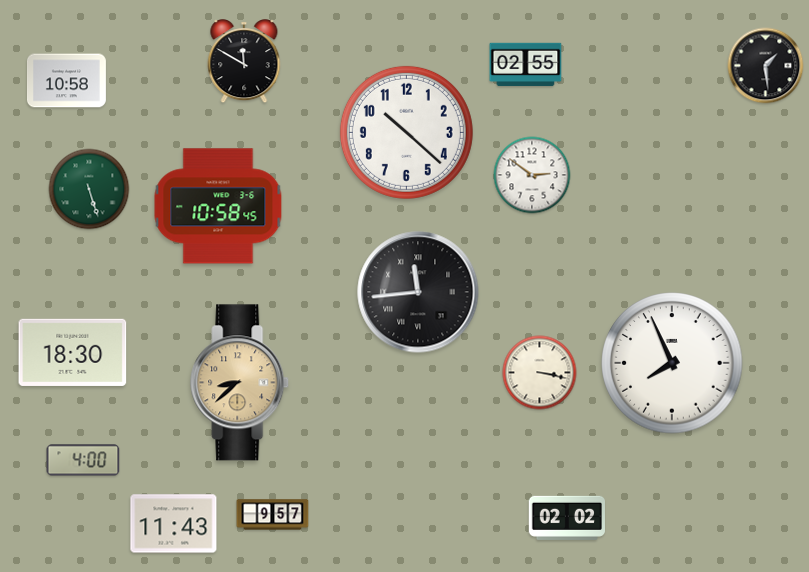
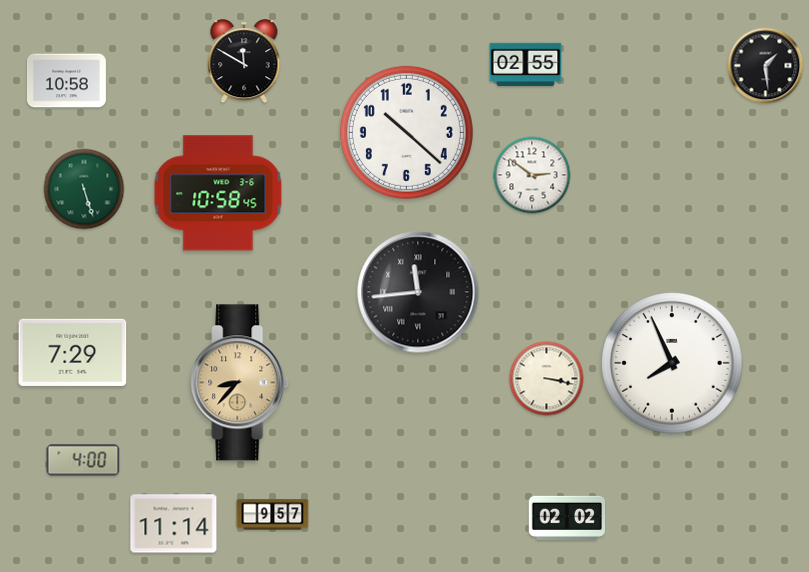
clock at (89, 189) position: (89, 189) -> (84, 189)
clock at (218, 206) position: (218, 206) -> (218, 193)
clock at (73, 352): 18:30 -> 7:29
clock at (540, 373) position: (540, 373) -> (547, 379)
clock at (240, 383): 8:38 -> 8:37
clock at (174, 524): 11:43 -> 11:14
